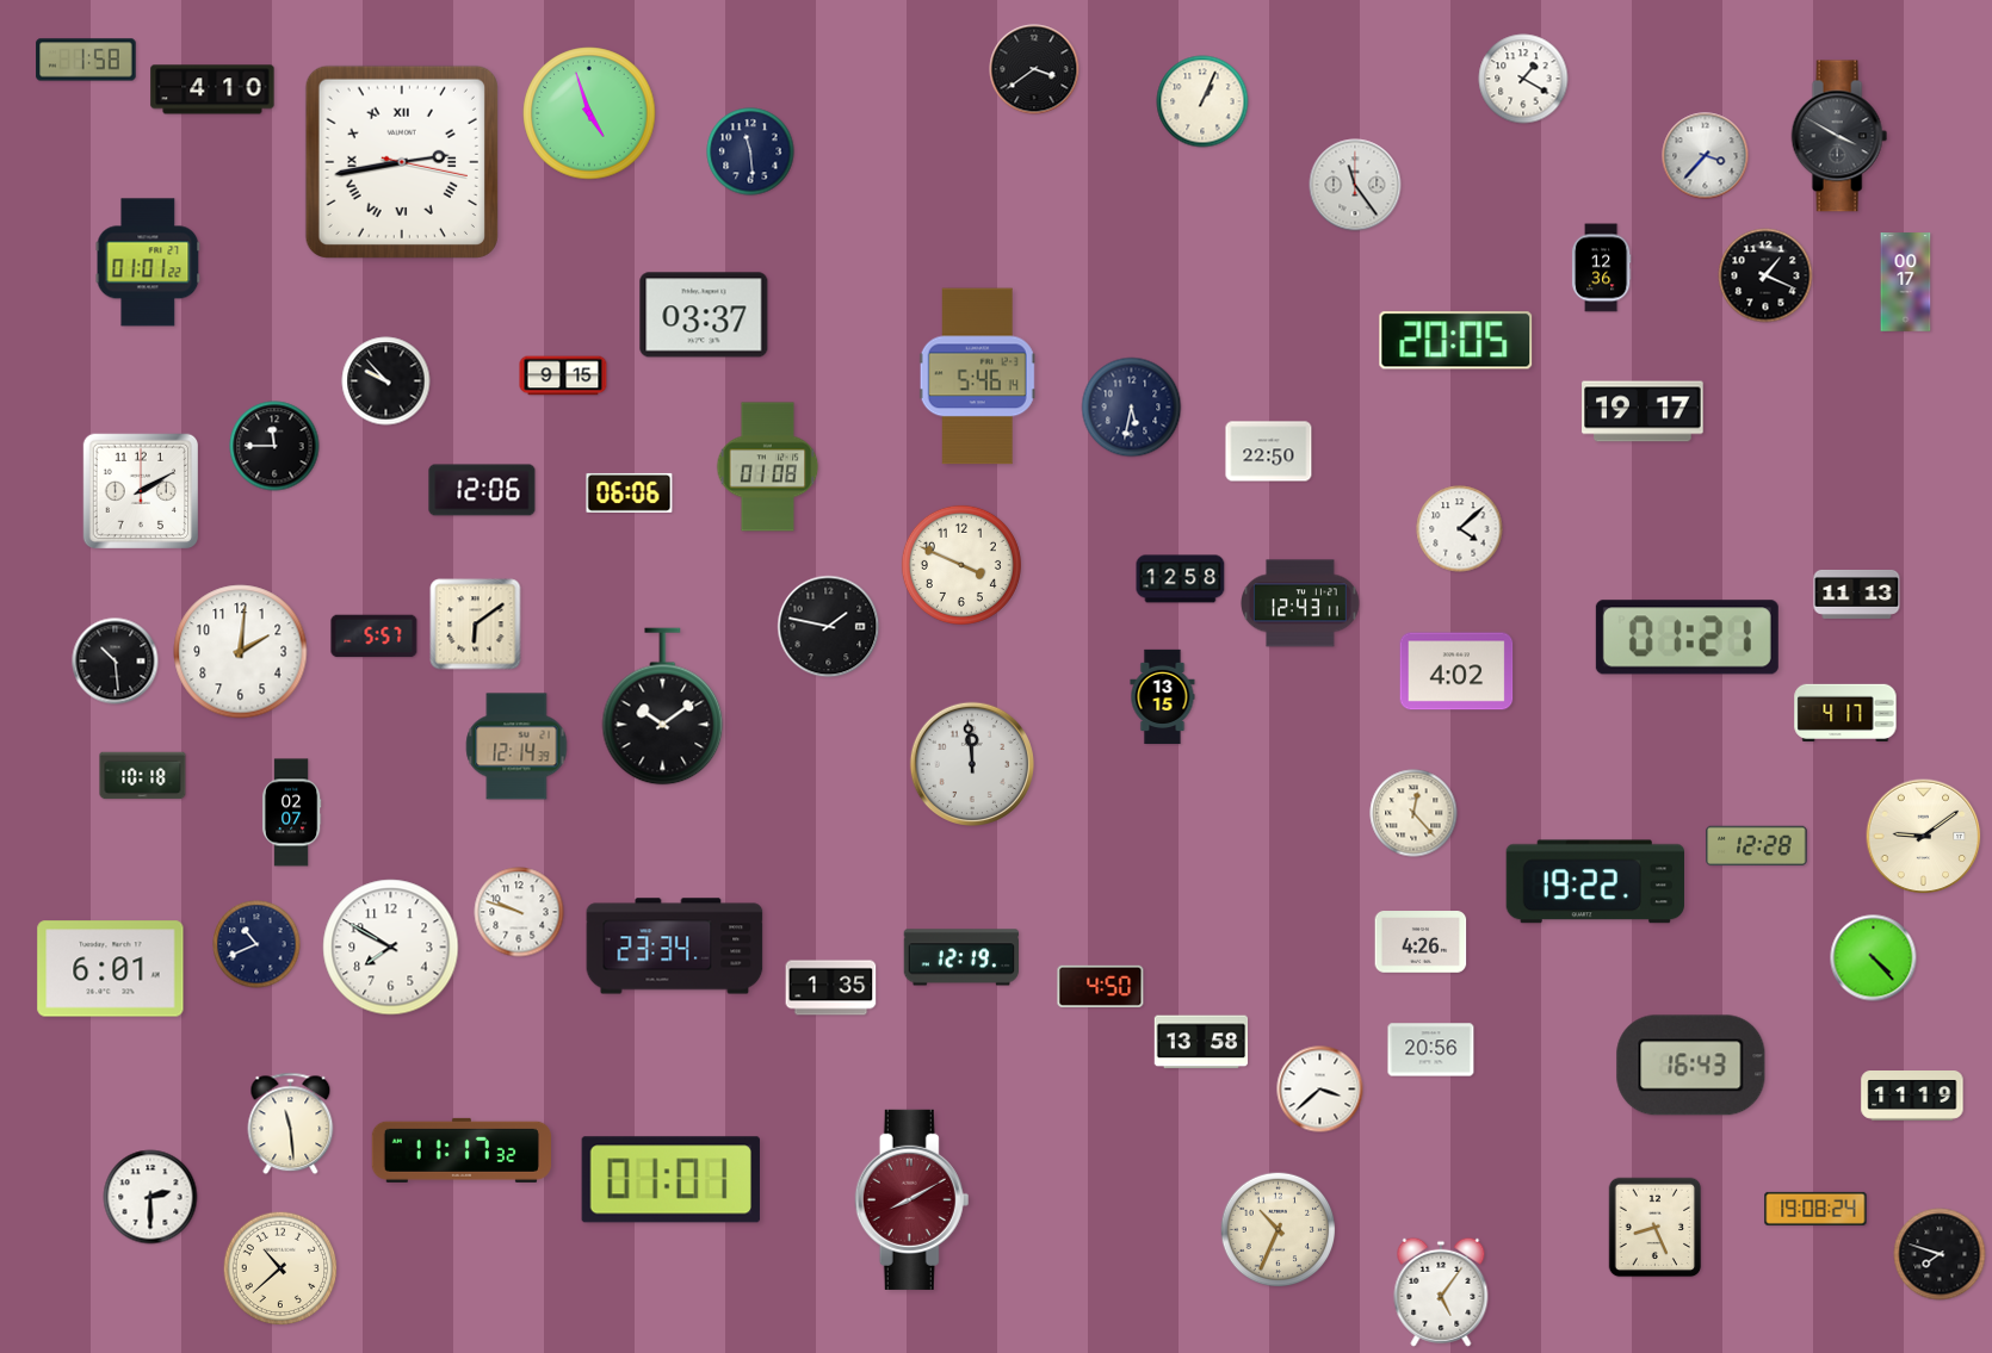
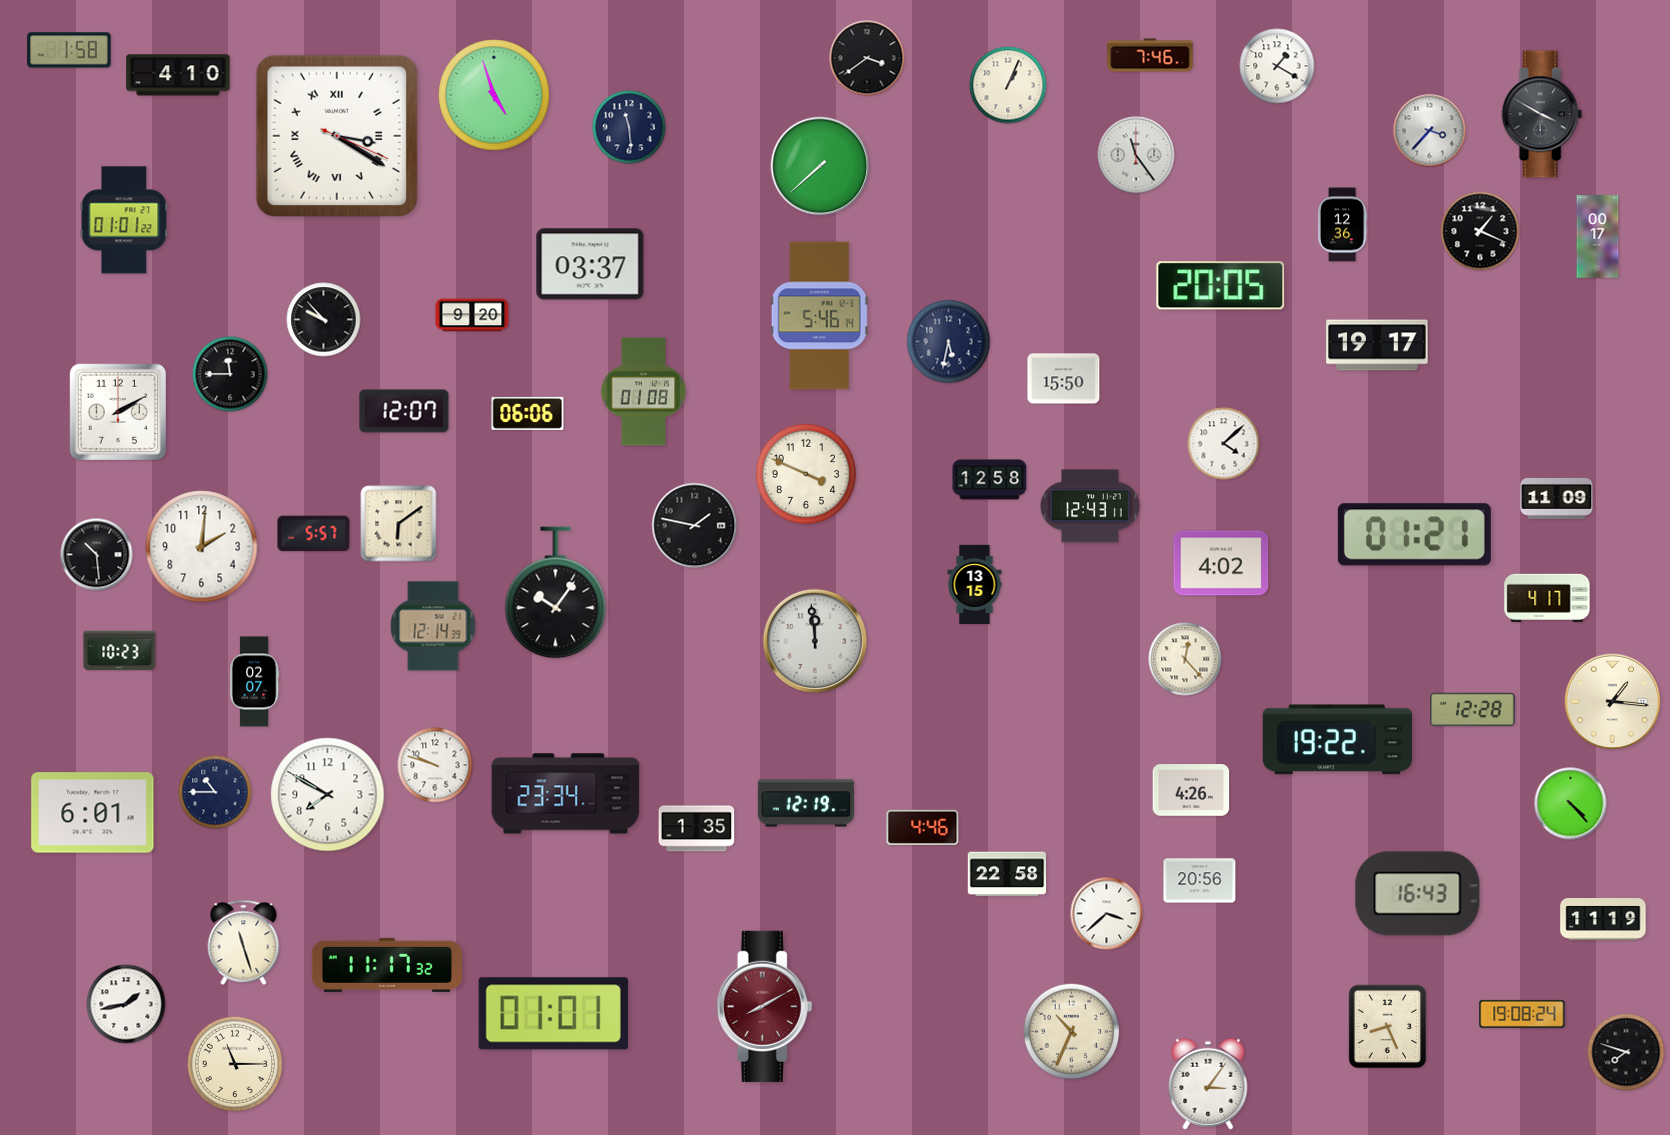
clock at (86, 60) position: (86, 60) -> (69, 50)
clock at (1150, 55): none -> 7:46
clock at (402, 162): 2:43 -> 3:20
clock at (820, 166): none -> 7:38
clock at (563, 376): 9:15 -> 9:20
clock at (1269, 452): 22:50 -> 15:50
clock at (482, 490): 12:06 -> 12:07
clock at (1181, 579) position: (1181, 579) -> (990, 480)
clock at (1857, 594): 11:13 -> 11:09
clock at (663, 707): 10:09 -> 10:06
clock at (143, 776): 10:18 -> 10:23
clock at (291, 813) position: (291, 813) -> (254, 682)
clock at (1413, 813) position: (1413, 813) -> (1185, 659)
clock at (1924, 837): 9:09 -> 1:16
clock at (256, 944): 10:41 -> 10:45
clock at (1101, 986): 4:50 -> 4:46
clock at (1201, 1042): 13:58 -> 22:58
clock at (291, 1124): 11:29 -> 11:27
clock at (670, 1180) position: (670, 1180) -> (553, 1014)
clock at (150, 1197): 2:30 -> 1:43
clock at (1656, 1228) position: (1656, 1228) -> (1388, 1027)
clock at (280, 1268): 10:38 -> 11:15
clock at (1441, 1292): 5:06 -> 3:06
